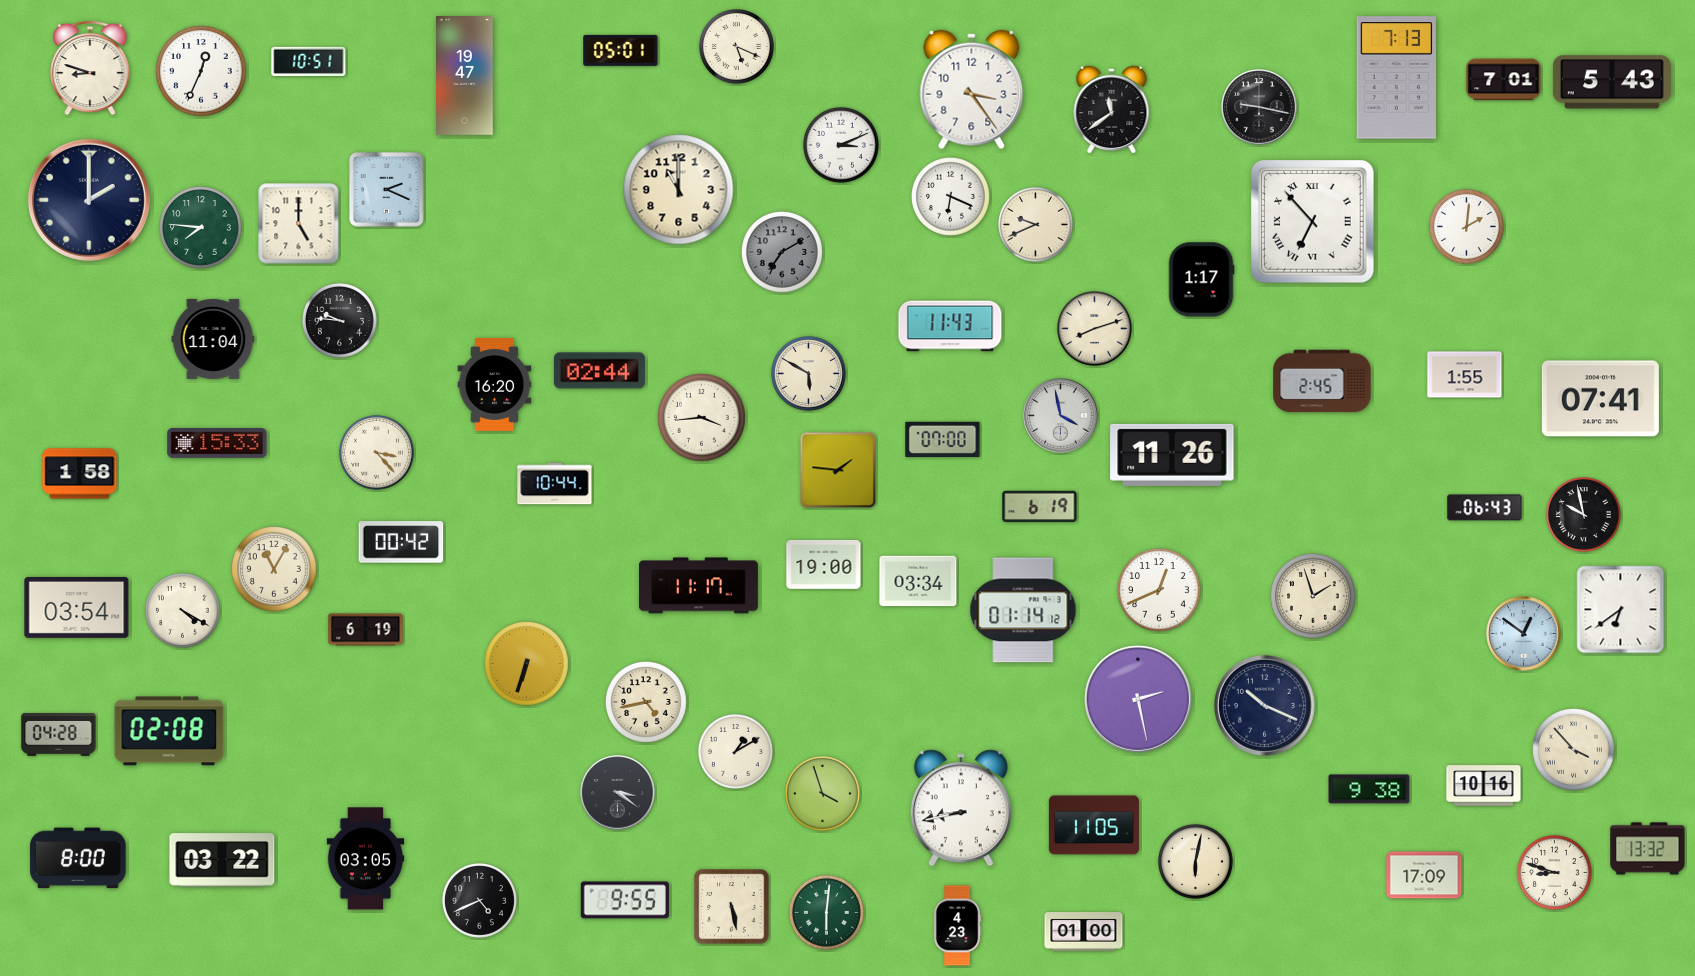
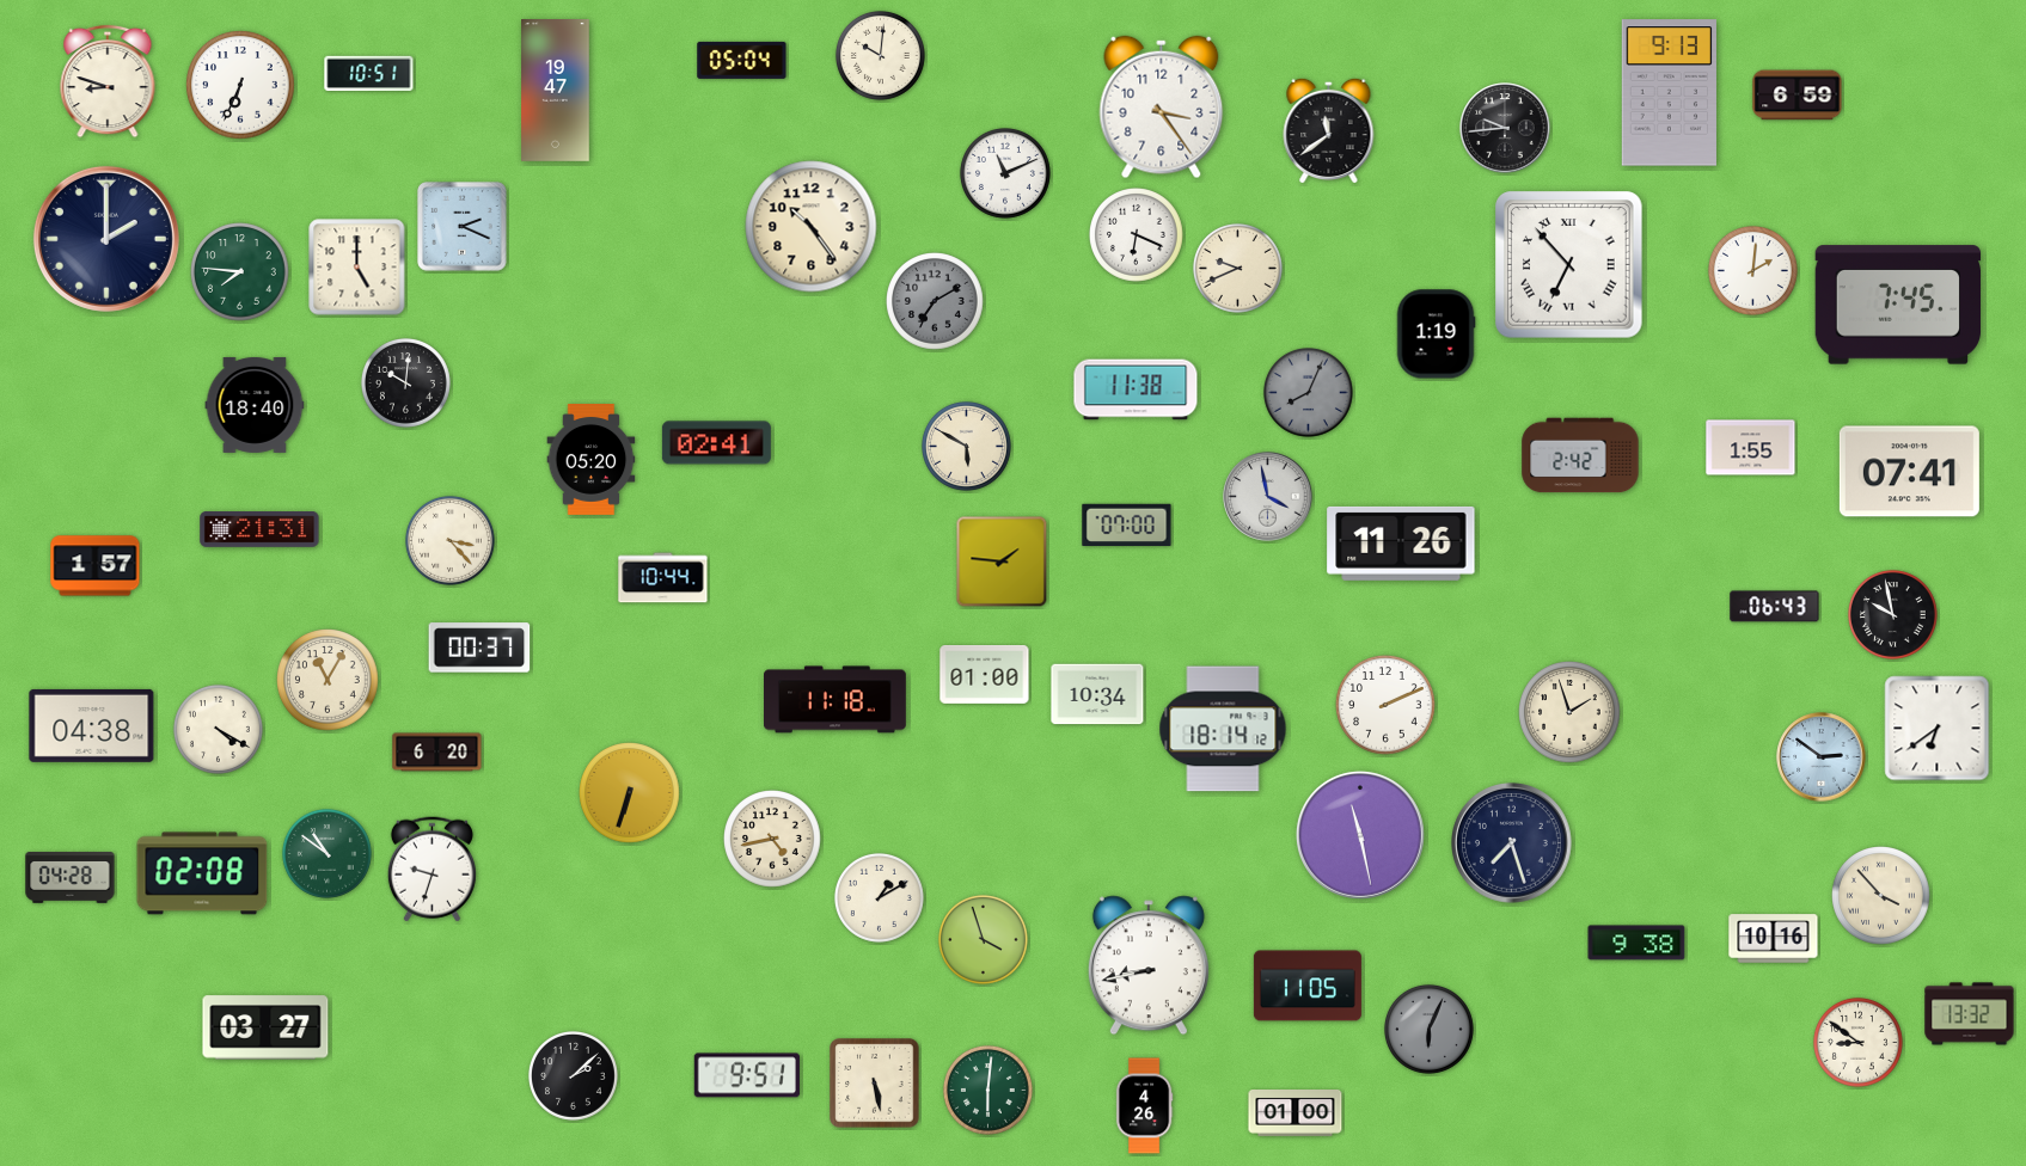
clock at (736, 46): 5:19 -> 10:01
clock at (621, 50): 05:01 -> 05:04
clock at (201, 71): 12:34 -> 6:34
clock at (1396, 78): 7:13 -> 9:13
clock at (1504, 80): 7:01 -> 6:59
clock at (1612, 82): 5:43 -> none
clock at (1259, 107): 9:17 -> 9:44
clock at (841, 145): 3:11 -> 11:11
clock at (679, 190): 11:00 -> 10:24
clock at (1898, 305): none -> 7:45
clock at (1201, 280): 1:17 -> 1:19
clock at (339, 320): 9:46 -> 10:01
clock at (950, 326): 11:43 -> 11:38
clock at (1094, 328): 8:12 -> 8:04
clock at (1094, 328) dial: cream -> grey
clock at (213, 339): 11:04 -> 18:40
clock at (599, 371): 02:44 -> 02:41
clock at (1322, 381): 2:45 -> 2:42
clock at (495, 385): 16:20 -> 05:20
clock at (1600, 399) position: (1600, 399) -> (1909, 472)
clock at (702, 418): 3:44 -> none
clock at (217, 444): 15:33 -> 21:31
clock at (80, 474): 1:58 -> 1:57
clock at (1040, 506): 6:19 -> none
clock at (401, 542): 00:42 -> 00:37
clock at (824, 565): 19:00 -> 01:00
clock at (918, 581): 03:34 -> 10:34
clock at (699, 586): 11:17 -> 11:18
clock at (1159, 590): 12:41 -> 2:11
clock at (77, 607): 03:54 -> 04:38
clock at (1023, 610): 01:14 -> 18:14
clock at (366, 630): 6:19 -> 6:20
clock at (1524, 634): 12:51 -> 2:51
clock at (1138, 699): 2:28 -> 11:28
clock at (1265, 706): 10:19 -> 7:27
clock at (326, 853): none -> 10:51
clock at (431, 870): none -> 9:33
clock at (618, 793): 3:21 -> none
clock at (822, 793) position: (822, 793) -> (983, 939)
clock at (78, 858): 8:00 -> none
clock at (366, 859): 03:05 -> none
clock at (222, 860): 03:22 -> 03:27
clock at (1195, 861): 6:02 -> 6:04
clock at (1195, 861) dial: cream -> grey
clock at (1554, 872): 8:48 -> 8:51
clock at (1424, 875): 17:09 -> none
clock at (479, 900): 4:41 -> 2:08
clock at (625, 900): 9:55 -> 9:51
clock at (957, 926): 4:23 -> 4:26
